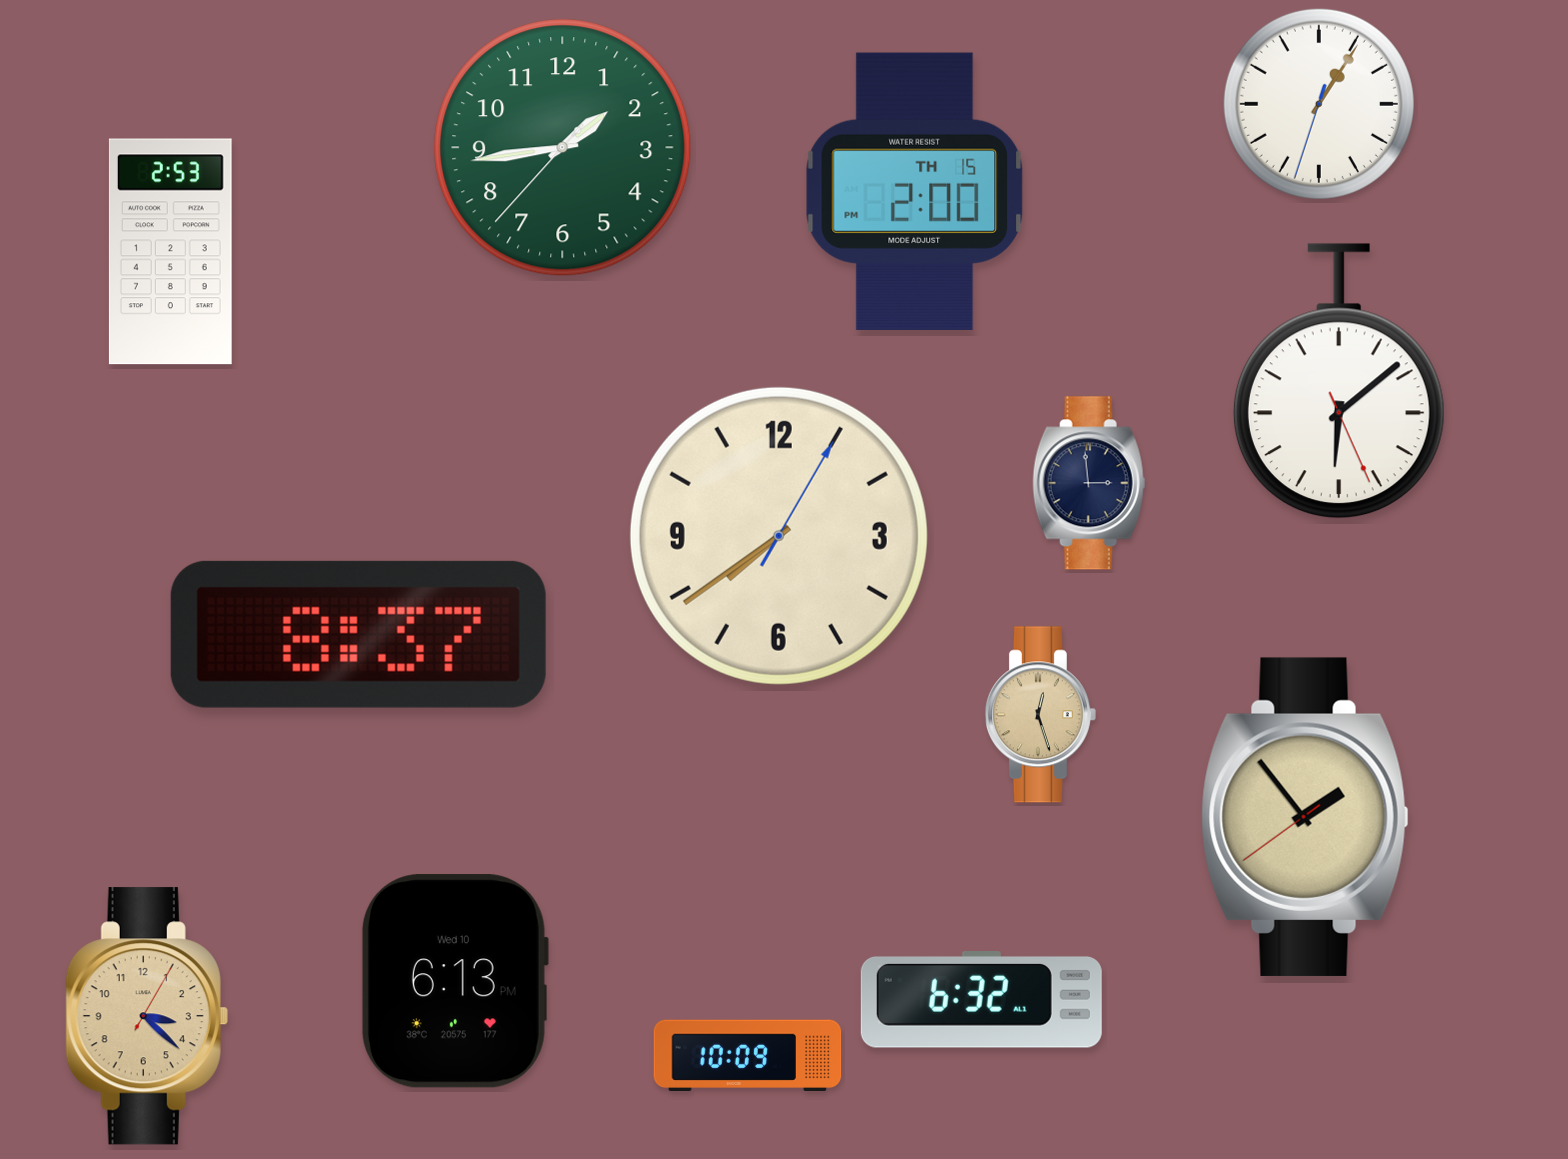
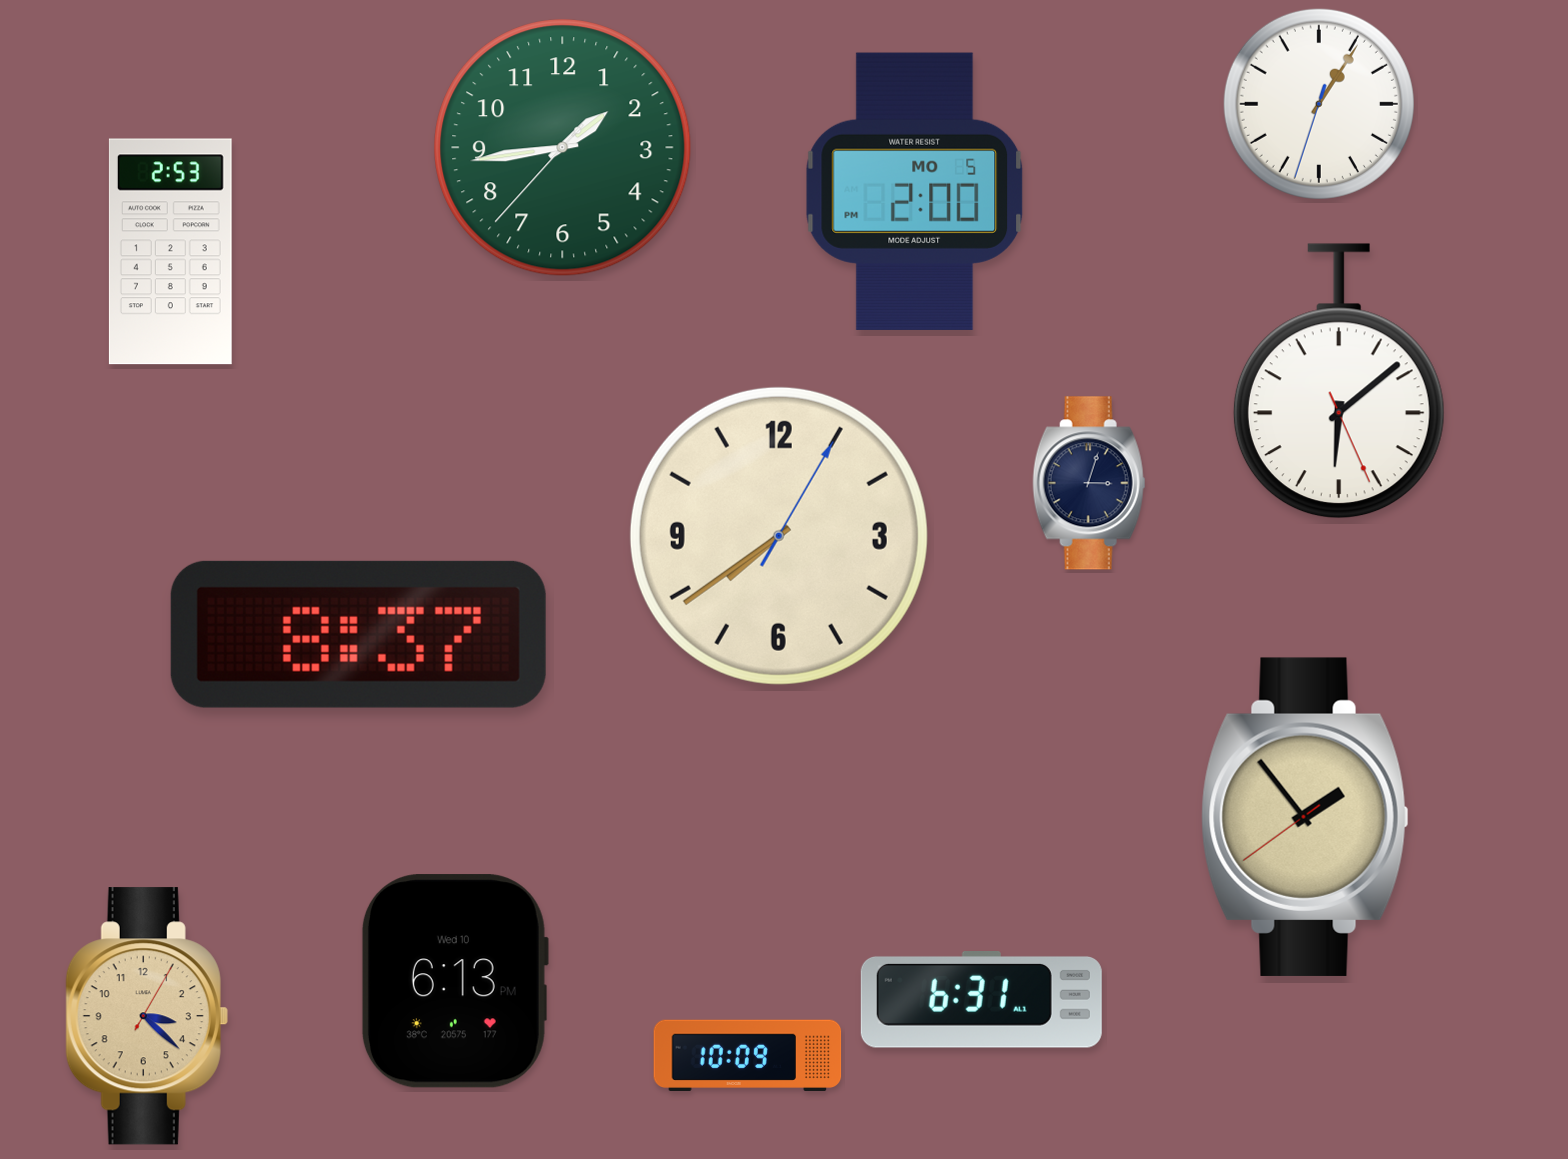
clock at (915, 191) date: TH 15 -> MO 5
clock at (1089, 483): 2:59 -> 3:03
clock at (1040, 715): 12:27 -> none
clock at (981, 1000): 6:32 -> 6:31
